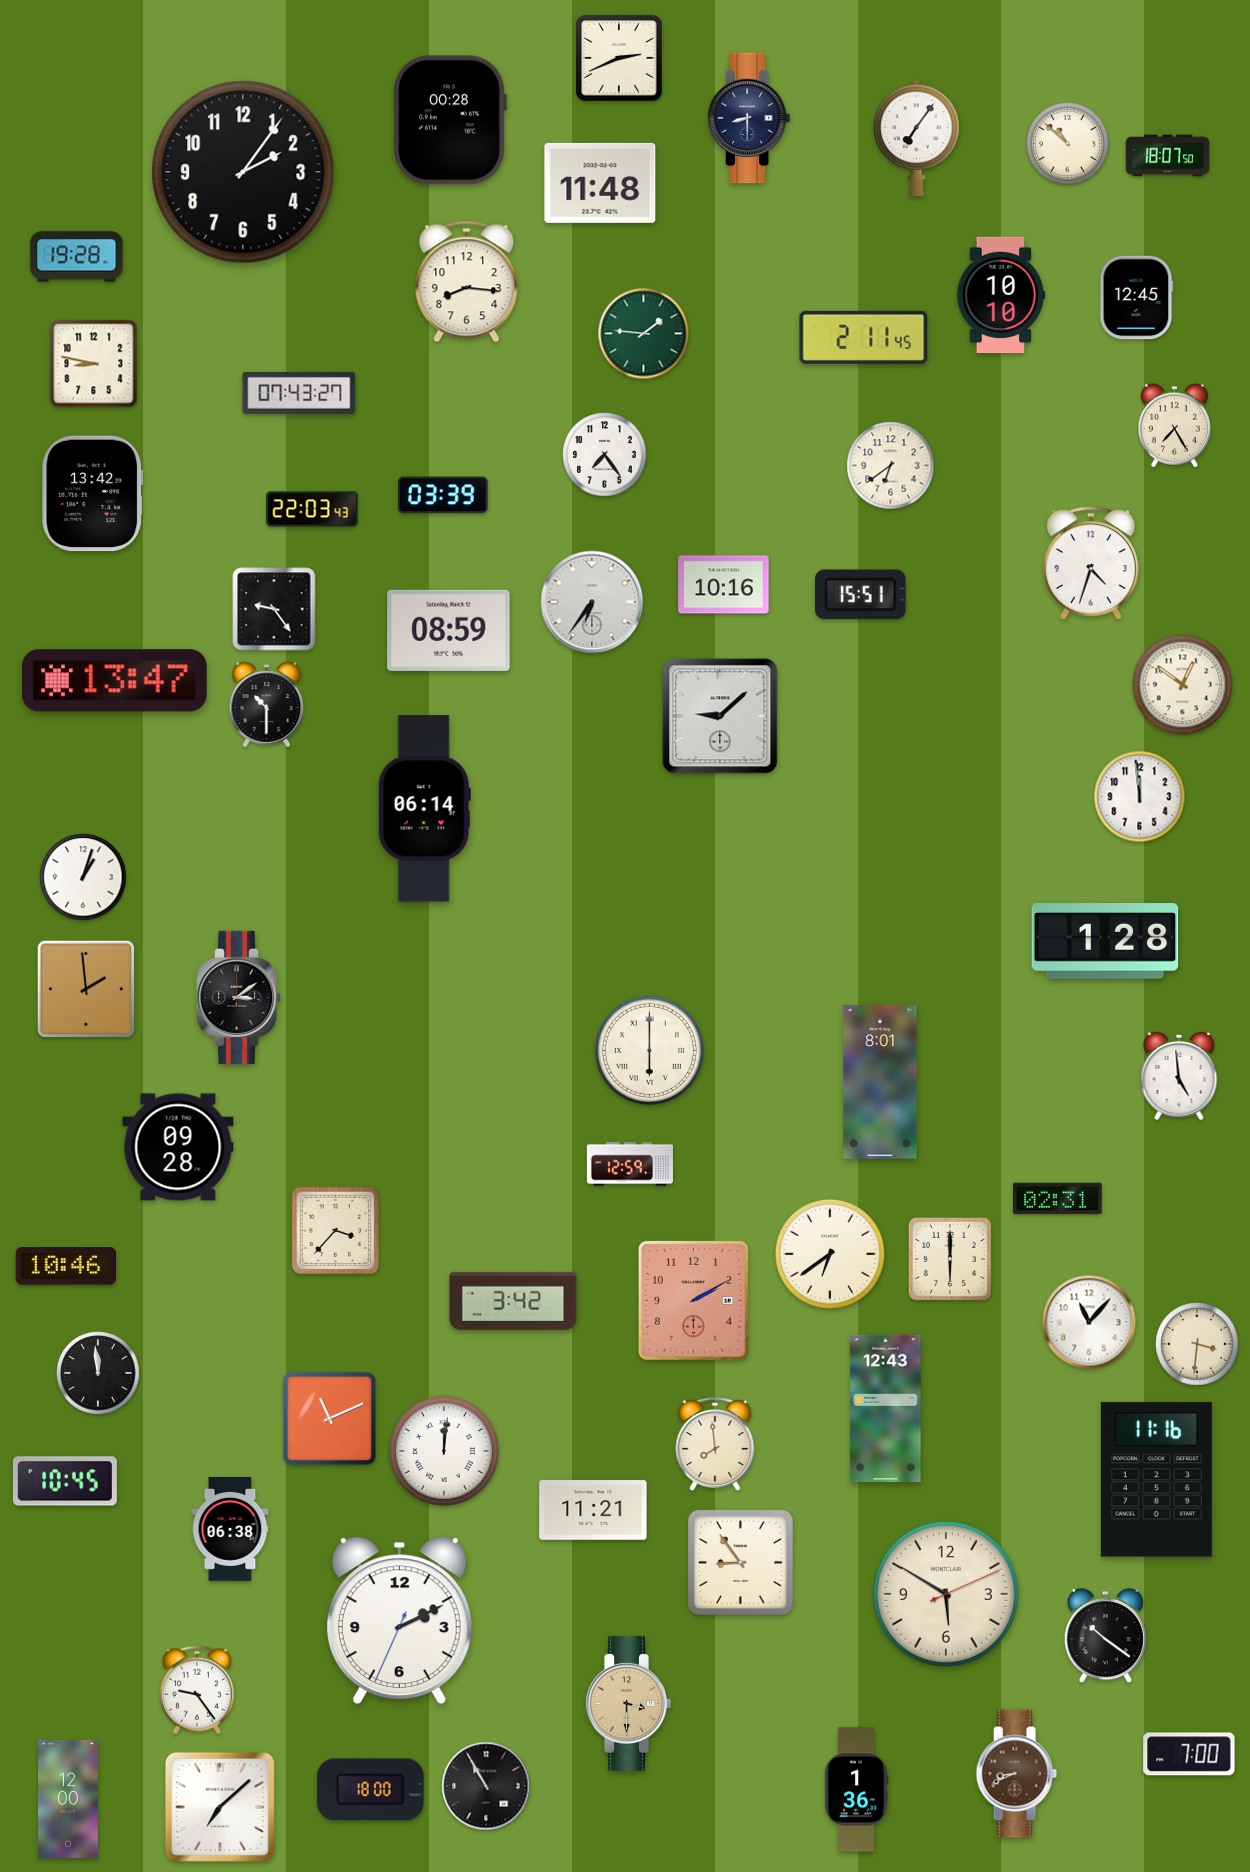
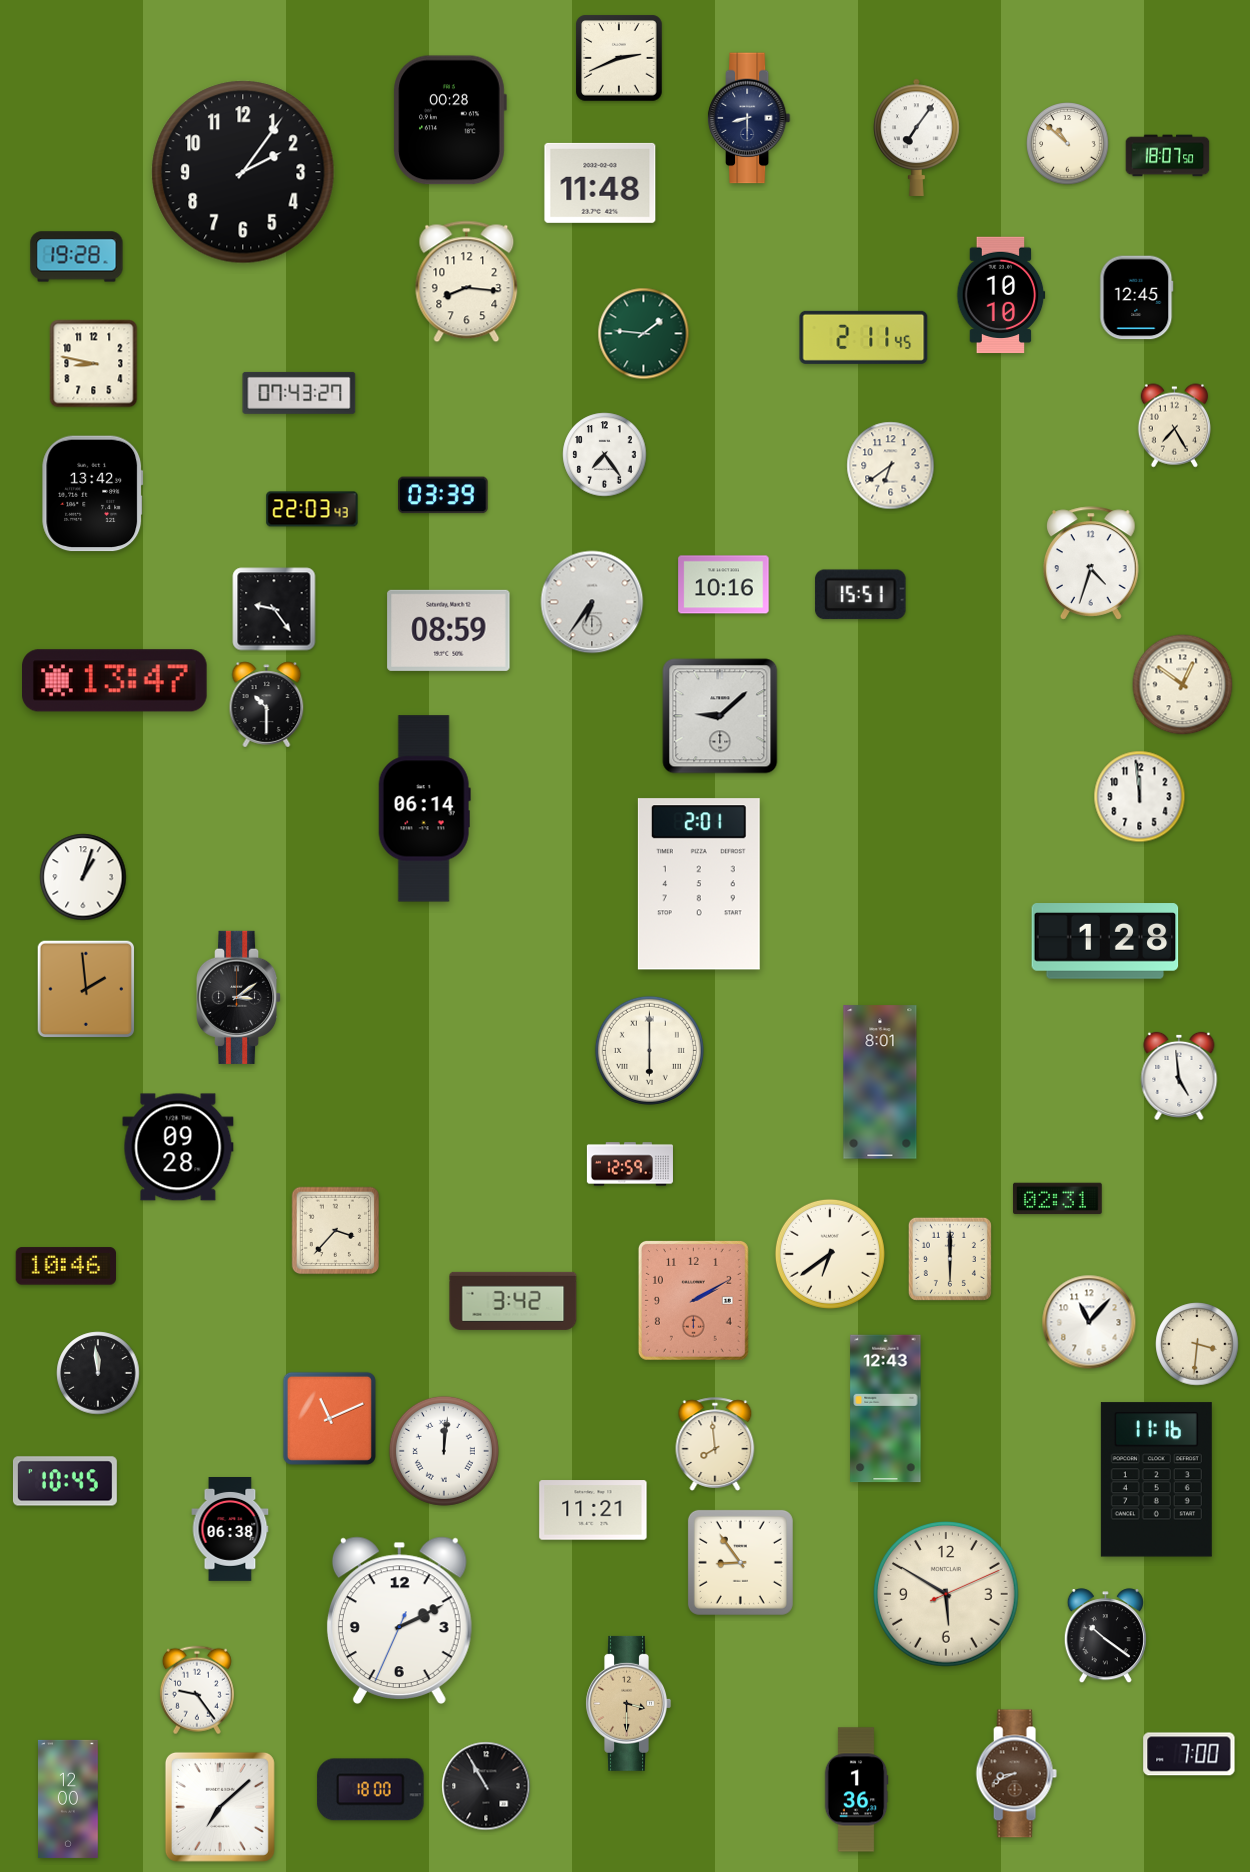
clock at (699, 884): none -> 2:01
